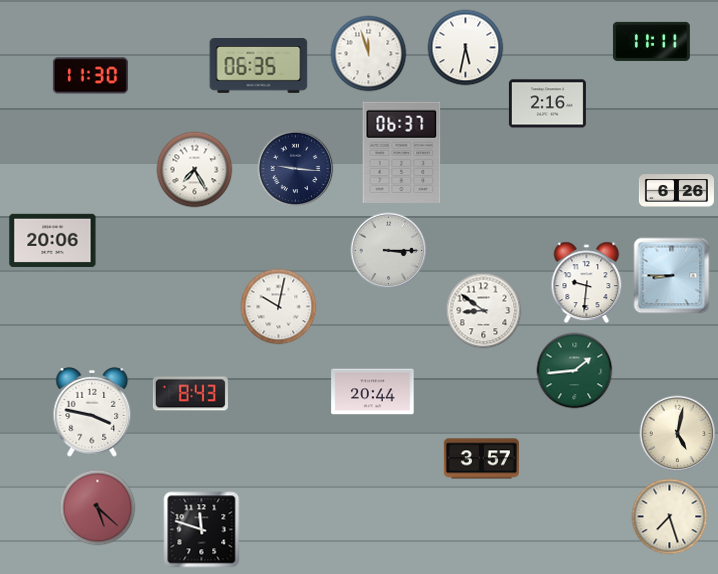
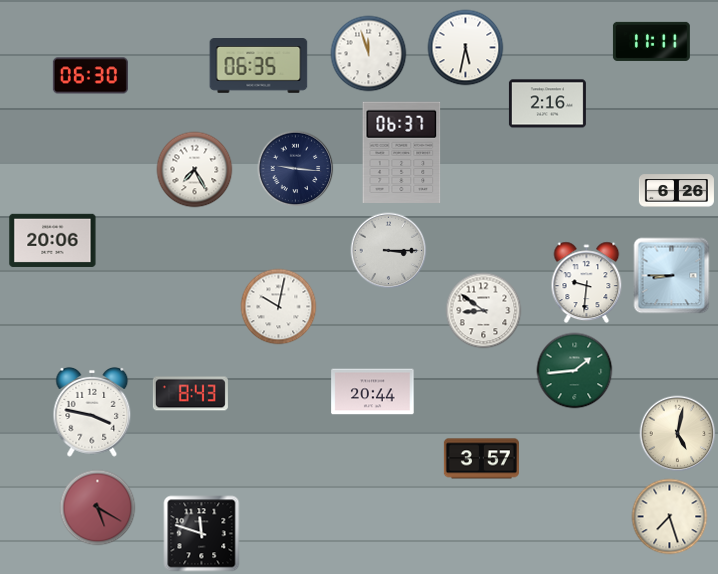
clock at (90, 76): 11:30 -> 06:30
clock at (98, 508): 5:22 -> 5:20
clock at (202, 530) position: (202, 530) -> (202, 534)
